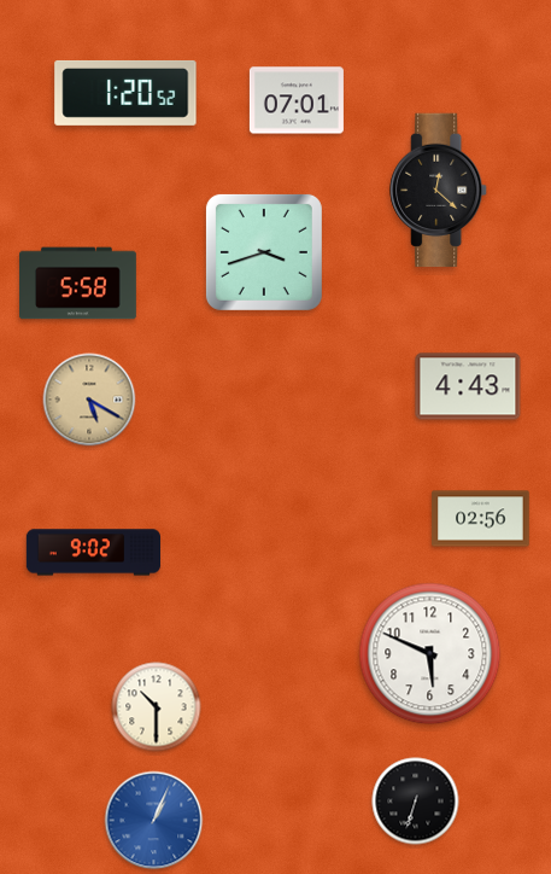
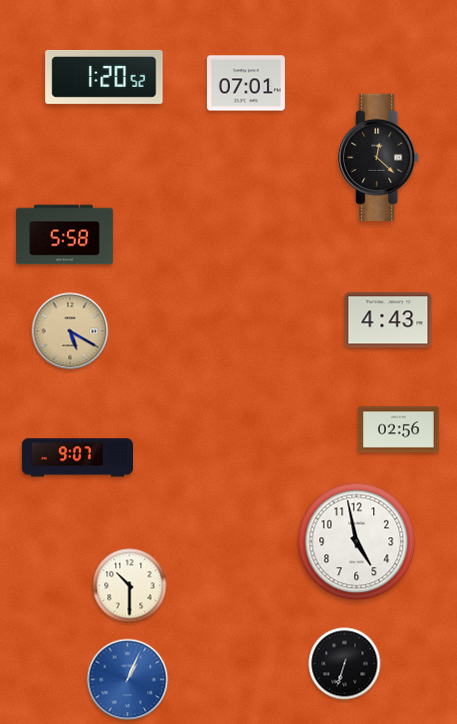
clock at (439, 191) position: (439, 191) -> (379, 158)
clock at (264, 252): 3:42 -> none
clock at (89, 400) position: (89, 400) -> (70, 331)
clock at (93, 553): 9:02 -> 9:07
clock at (430, 654): 5:49 -> 4:58
